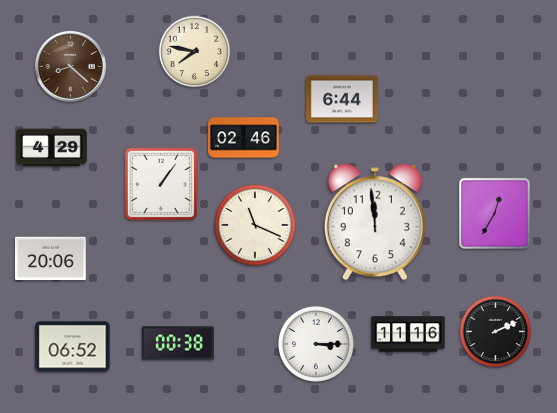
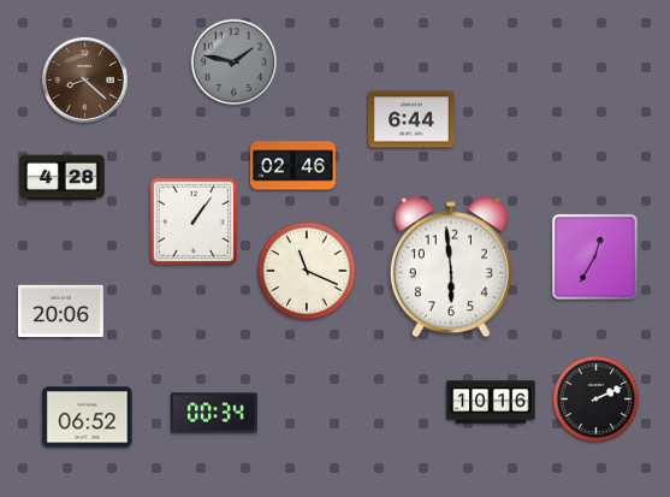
clock at (195, 52): 7:47 -> 1:47
clock at (195, 52) dial: cream -> grey
clock at (51, 148): 4:29 -> 4:28
clock at (375, 222): 11:59 -> 5:59
clock at (408, 334): 11:16 -> 10:16
clock at (178, 343): 00:38 -> 00:34
clock at (316, 344): 3:15 -> none
